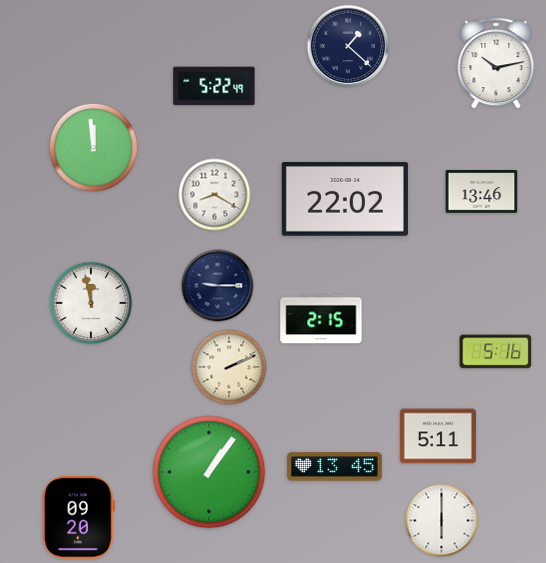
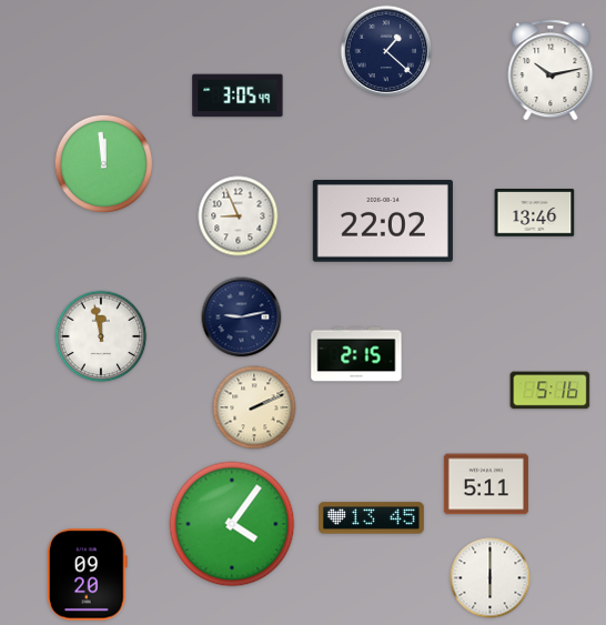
clock at (214, 86): 5:22 -> 3:05
clock at (215, 195): 8:20 -> 8:56
clock at (218, 286): 9:15 -> 9:13
clock at (209, 472): 1:06 -> 4:06
